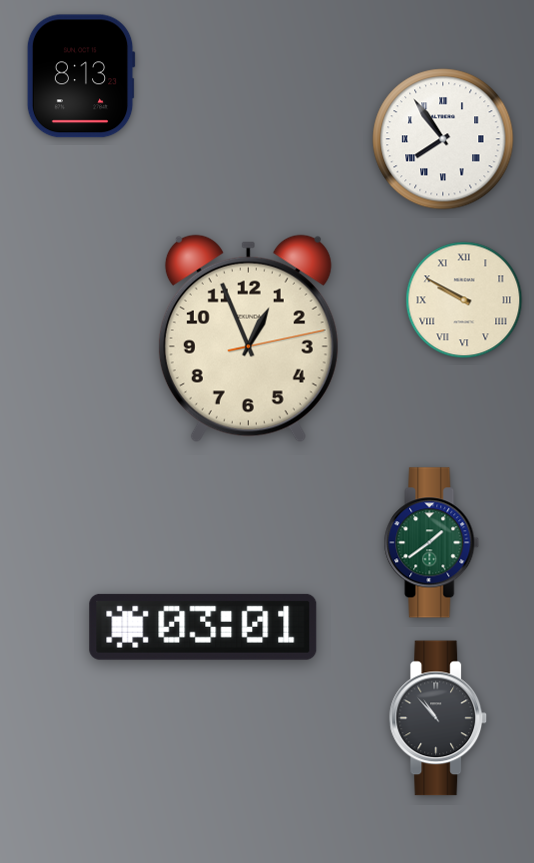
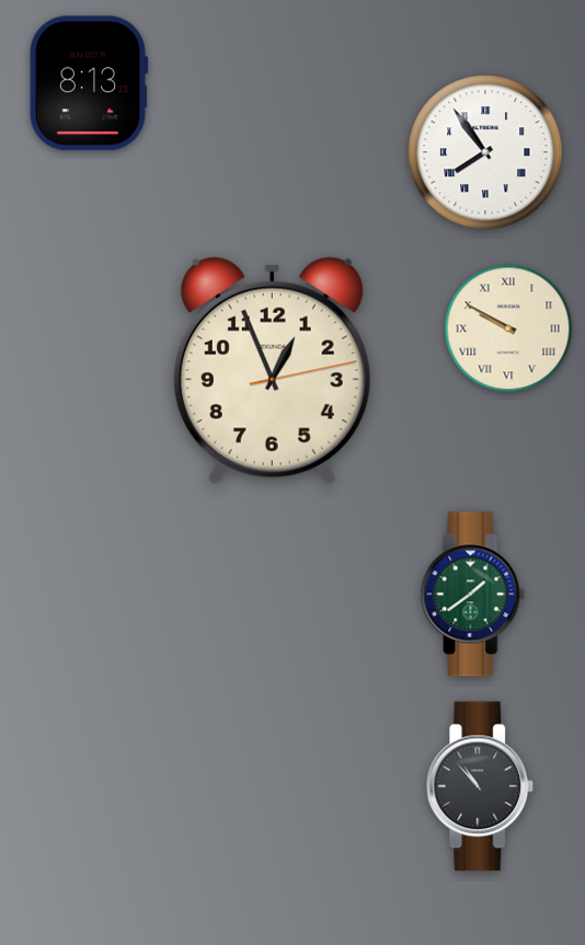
clock at (203, 627): 03:01 -> none
